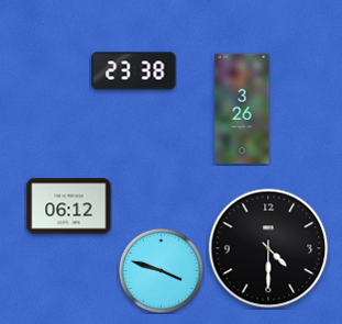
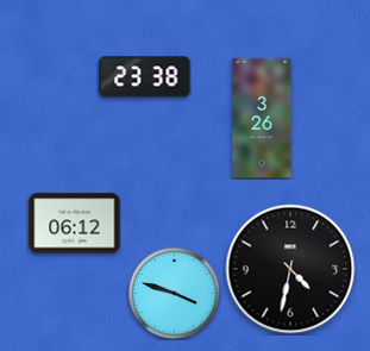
clock at (268, 248): 4:30 -> 4:32
